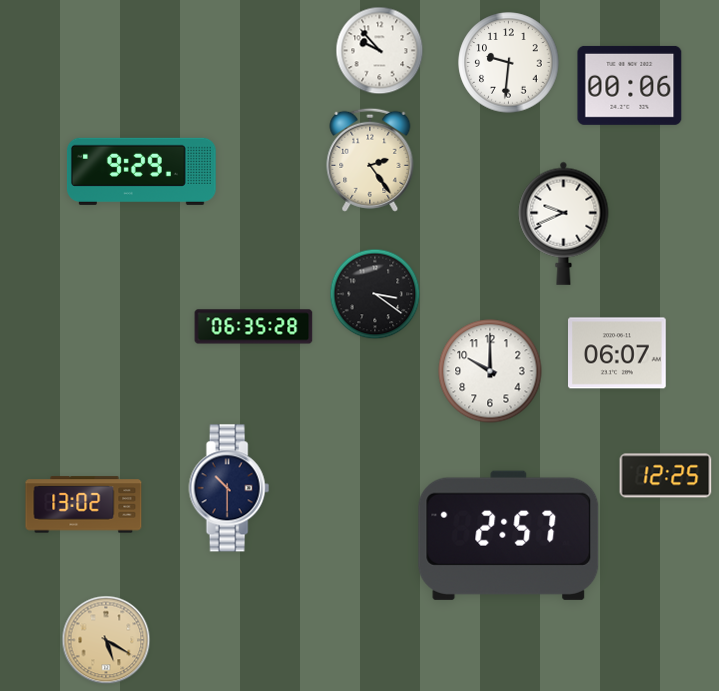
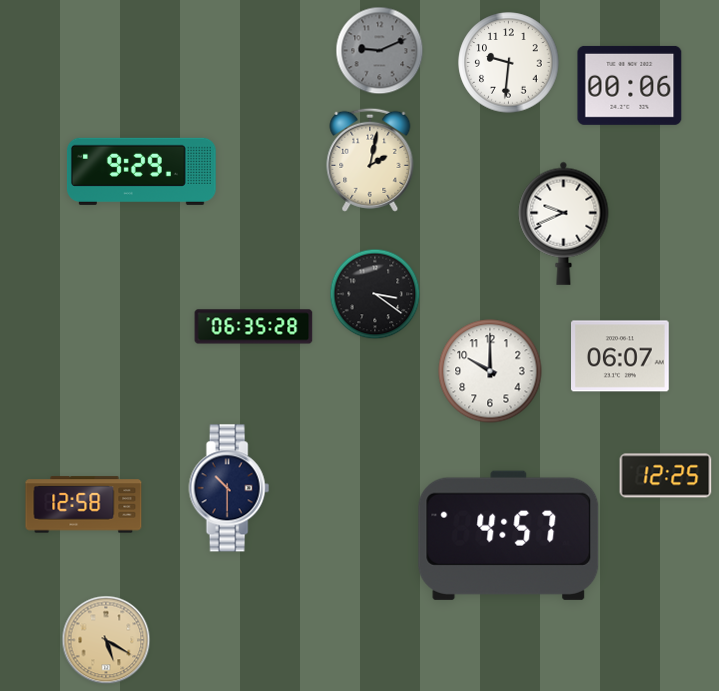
clock at (380, 51): 9:53 -> 9:11
clock at (380, 51) dial: white -> grey
clock at (370, 160): 2:24 -> 2:02
clock at (618, 353) position: (618, 353) -> (621, 356)
clock at (84, 505): 13:02 -> 12:58
clock at (509, 535): 2:57 -> 4:57
